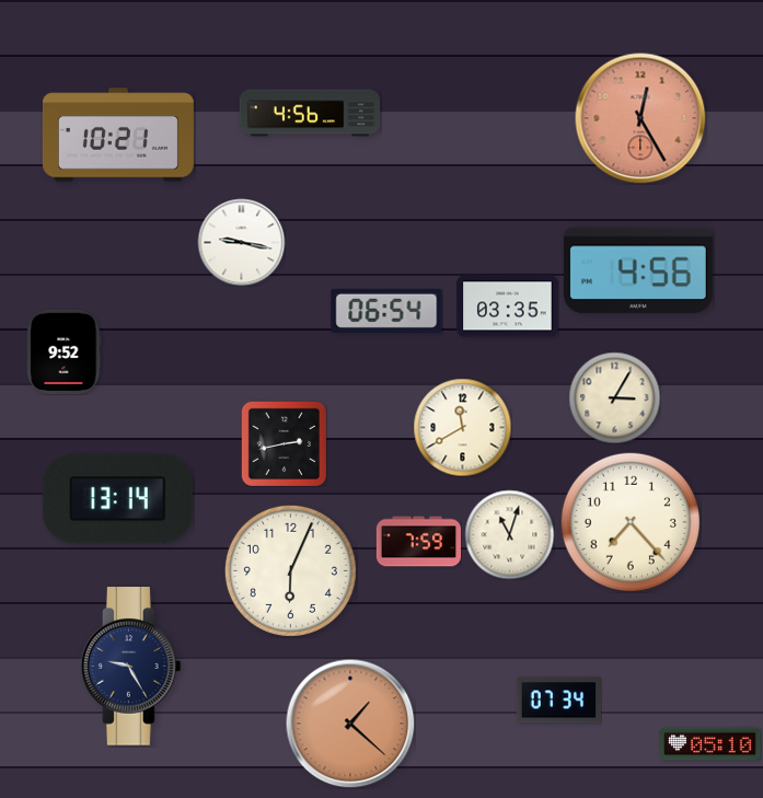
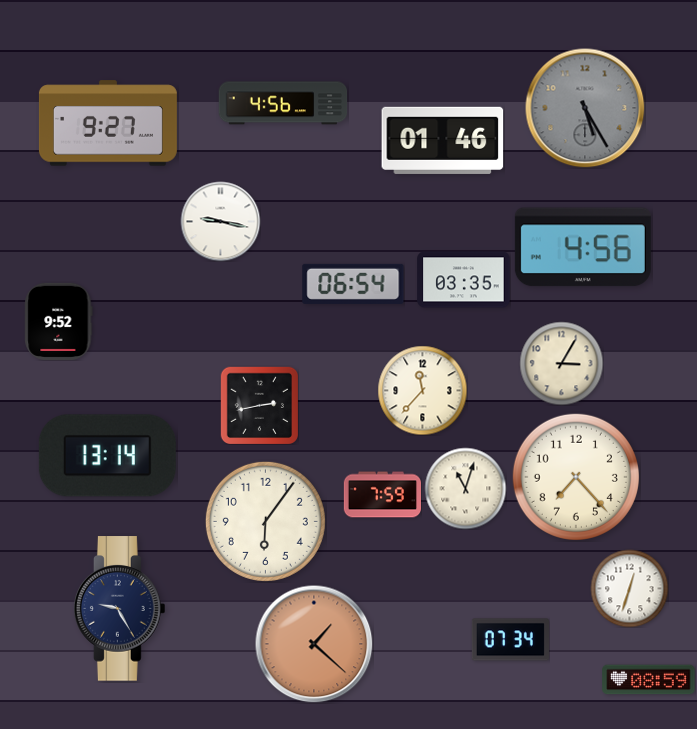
clock at (640, 118): 12:25 -> 5:25
clock at (640, 118) dial: salmon -> grey
clock at (118, 135): 10:21 -> 9:27
clock at (443, 140): none -> 01:46
clock at (462, 427): 11:40 -> 11:37
clock at (290, 570): 6:04 -> 6:06
clock at (629, 588): none -> 12:33
clock at (350, 724) position: (350, 724) -> (314, 644)
clock at (710, 744): 05:10 -> 08:59
